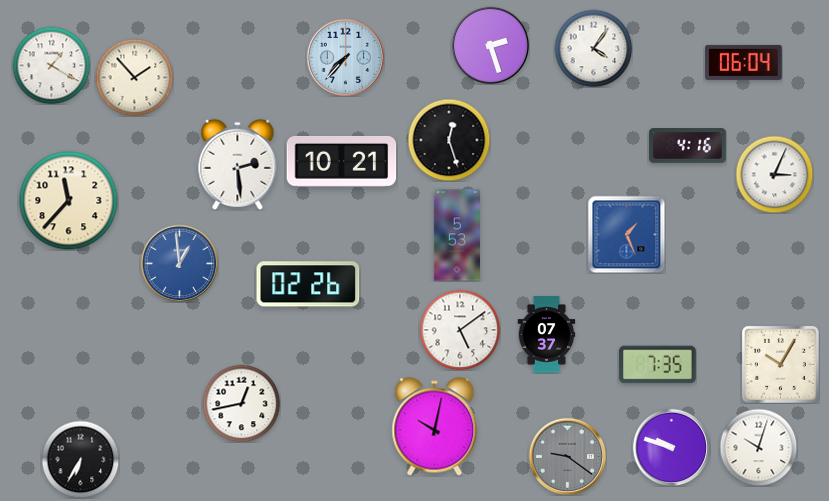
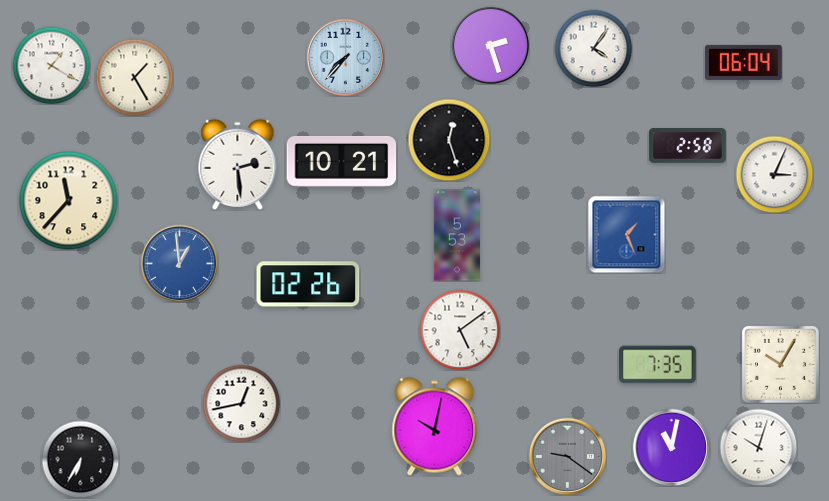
clock at (134, 77): 1:53 -> 1:25
clock at (688, 146): 4:16 -> 2:58
clock at (547, 335): 07:37 -> none
clock at (671, 447): 9:48 -> 11:02
